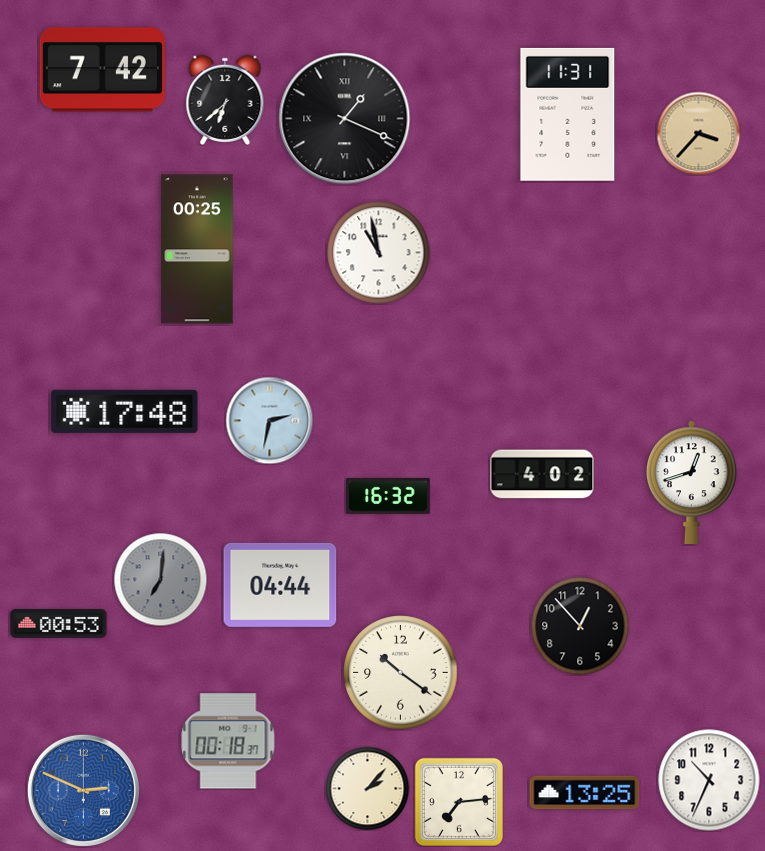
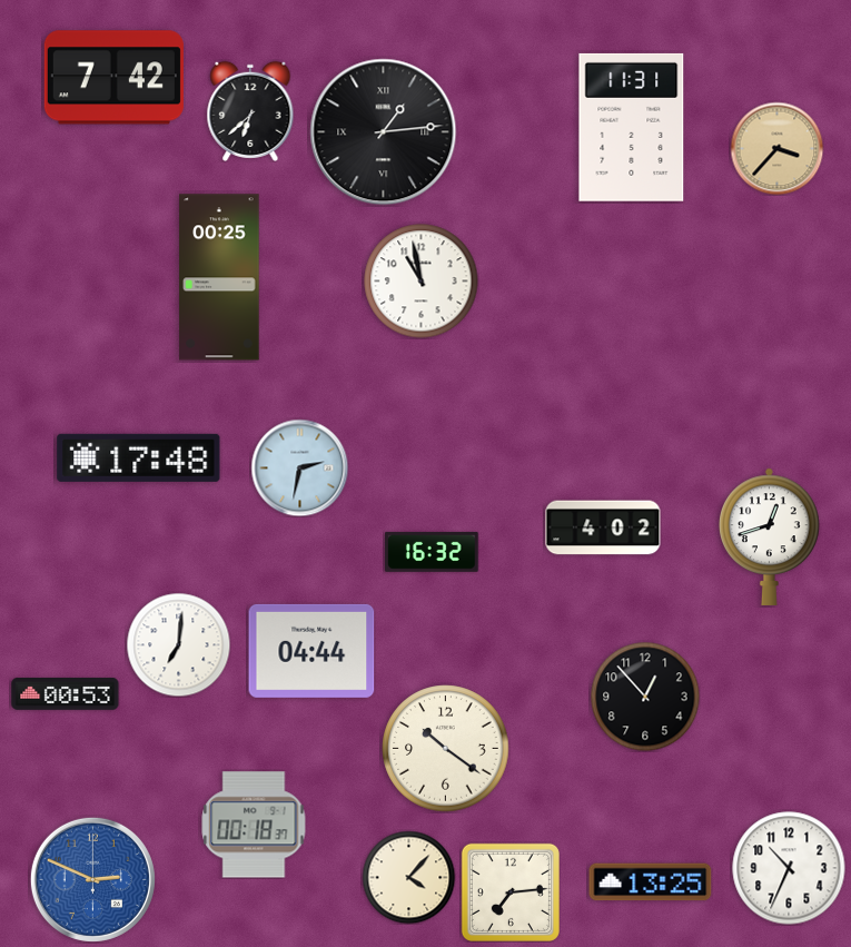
clock at (345, 119): 1:19 -> 1:14
clock at (160, 579) dial: grey -> white
clock at (367, 788): 2:07 -> 4:07
